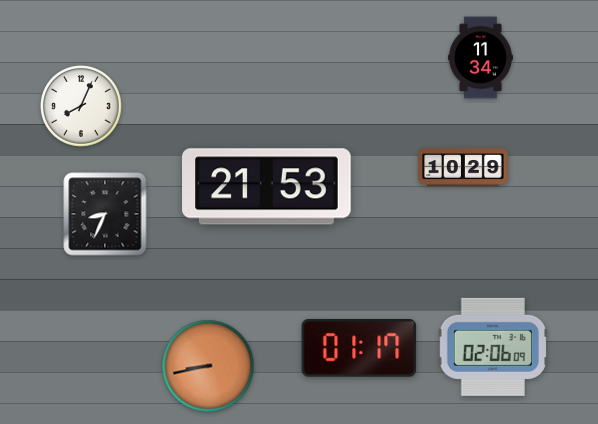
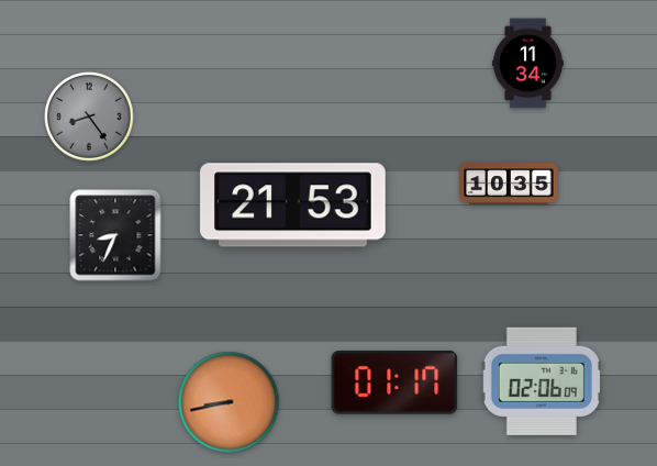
clock at (82, 107): 8:04 -> 8:24
clock at (82, 107) dial: white -> grey
clock at (463, 167): 10:29 -> 10:35
